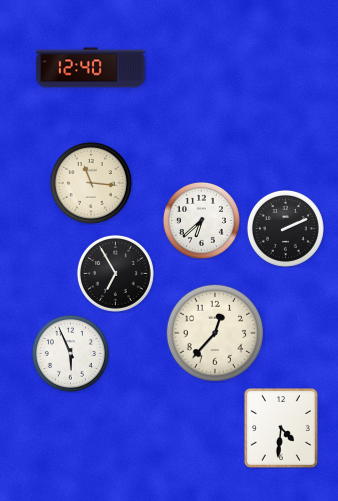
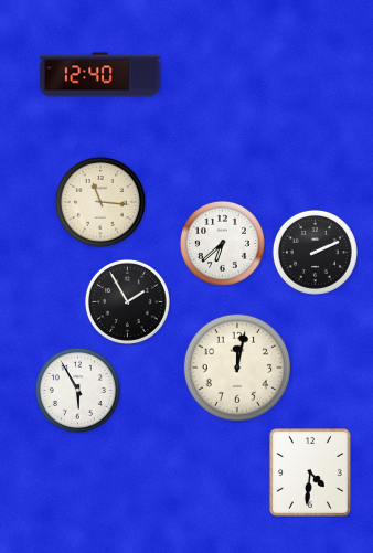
clock at (115, 273): 6:55 -> 1:55
clock at (214, 332): 12:37 -> 12:02
clock at (70, 353): 5:56 -> 5:55
